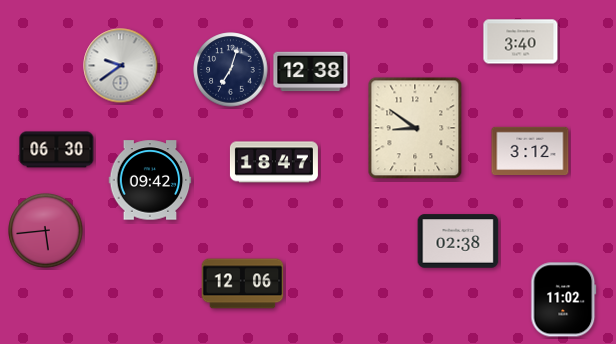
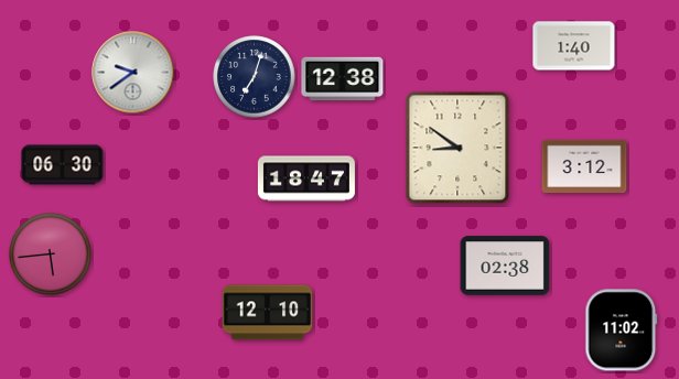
clock at (521, 42): 3:40 -> 1:40
clock at (415, 128) position: (415, 128) -> (457, 148)
clock at (274, 162) position: (274, 162) -> (306, 178)
clock at (150, 180): 09:42 -> none
clock at (243, 284): 12:06 -> 12:10
